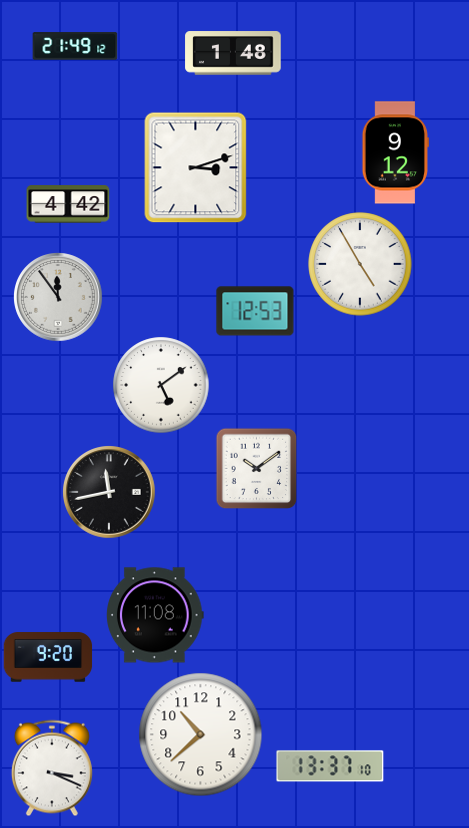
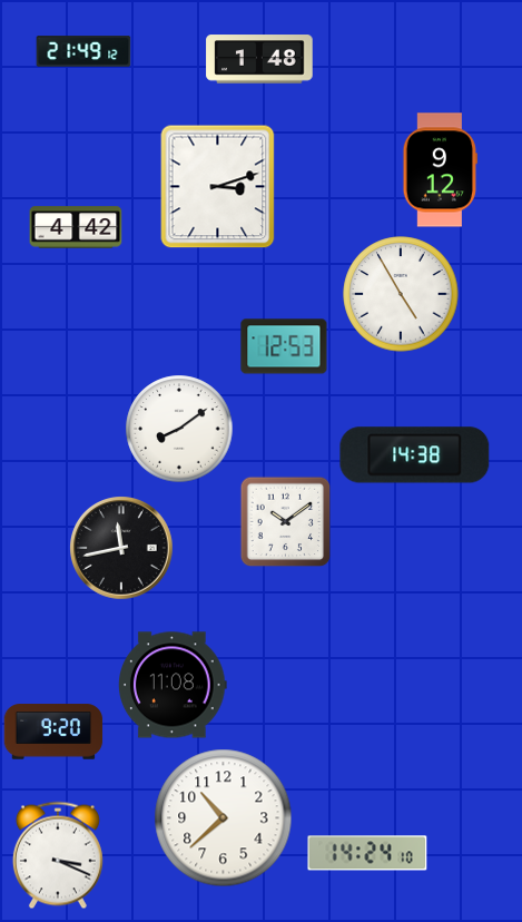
clock at (58, 297): 11:54 -> none
clock at (161, 385): 5:09 -> 8:09
clock at (415, 455): none -> 14:38
clock at (330, 766): 13:37 -> 14:24
